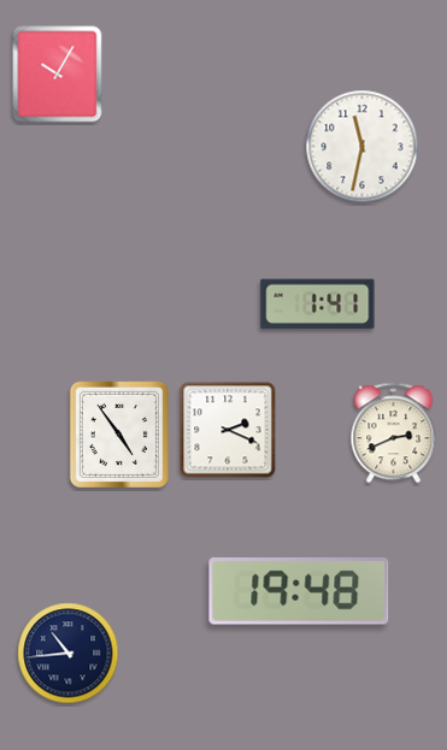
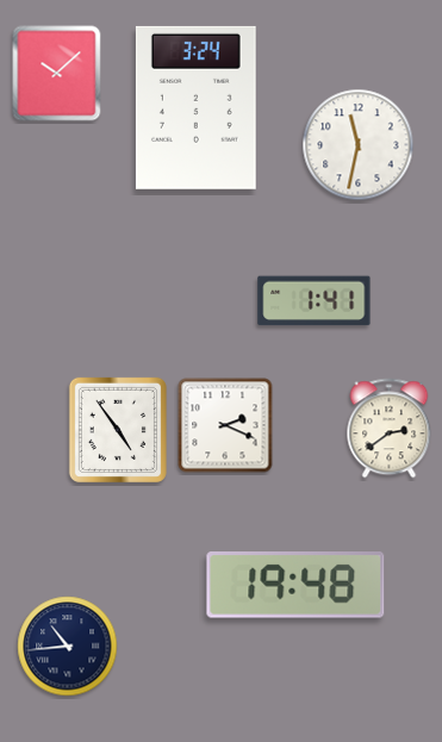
clock at (58, 75): 10:05 -> 10:08
clock at (195, 107): none -> 3:24
clock at (394, 433): 2:41 -> 2:39
